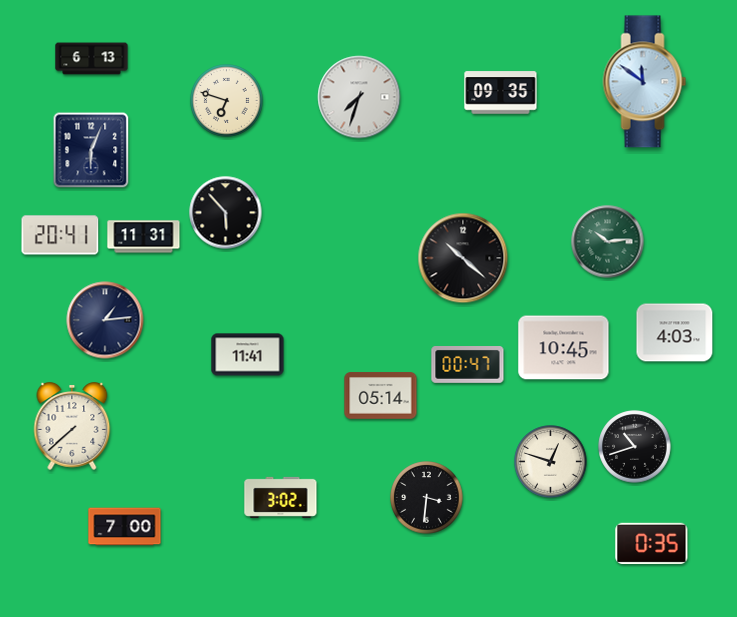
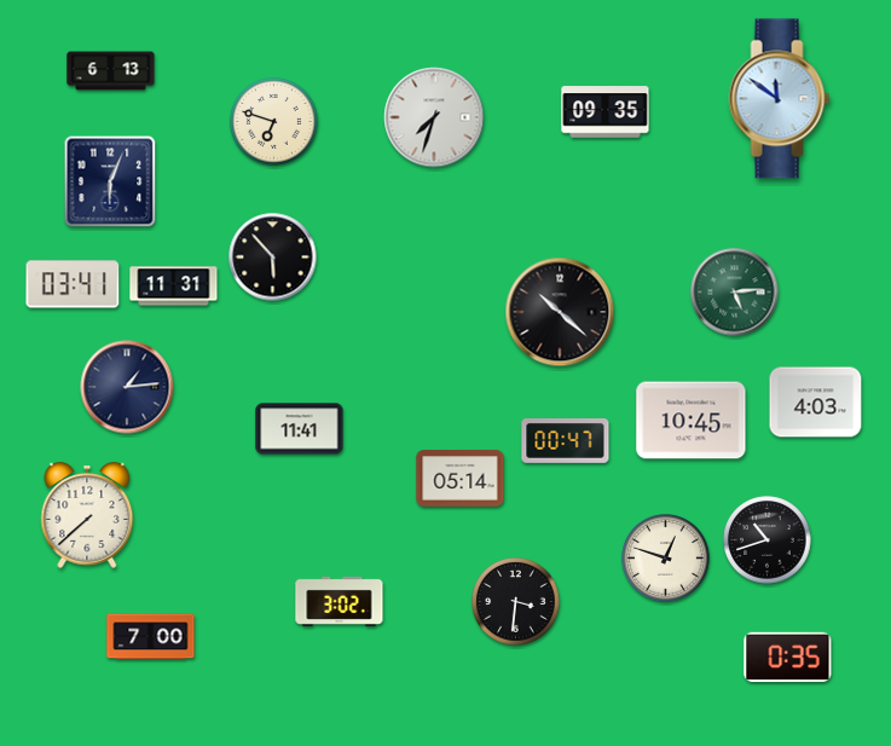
clock at (60, 235): 20:41 -> 03:41
clock at (608, 242): 10:14 -> 5:14
clock at (564, 348) position: (564, 348) -> (692, 421)
